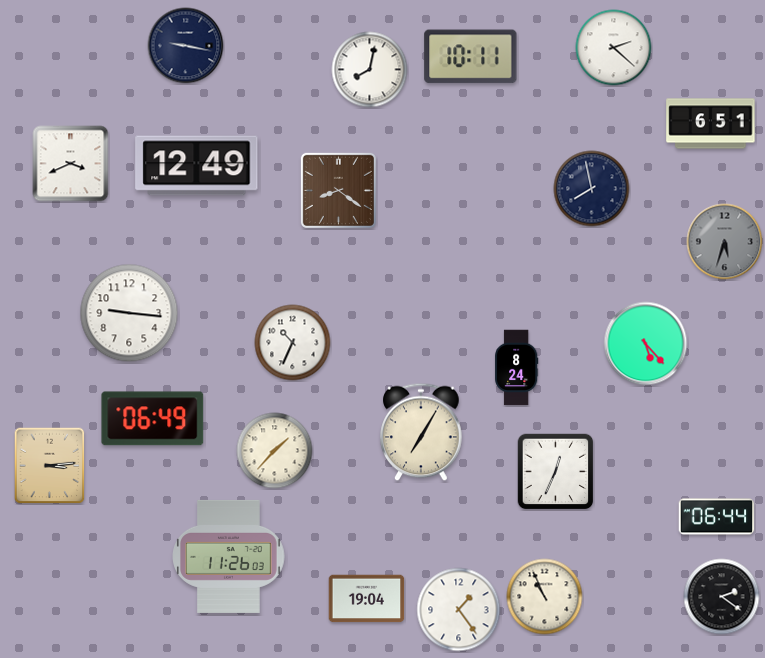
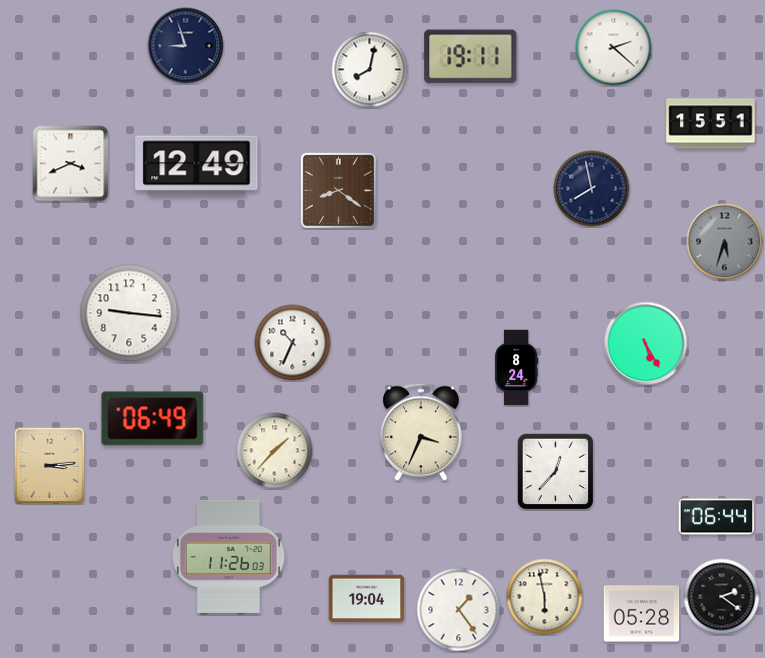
clock at (186, 46): 9:17 -> 8:57
clock at (471, 57): 10:11 -> 19:11
clock at (711, 124): 6:51 -> 15:51
clock at (646, 344): 5:23 -> 5:25
clock at (421, 432): 7:05 -> 3:34
clock at (555, 471): 12:34 -> 12:37
clock at (545, 597): 10:56 -> 5:58
clock at (642, 614): none -> 05:28
